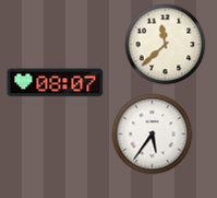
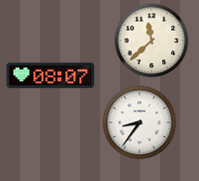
clock at (153, 135): 5:36 -> 8:36
